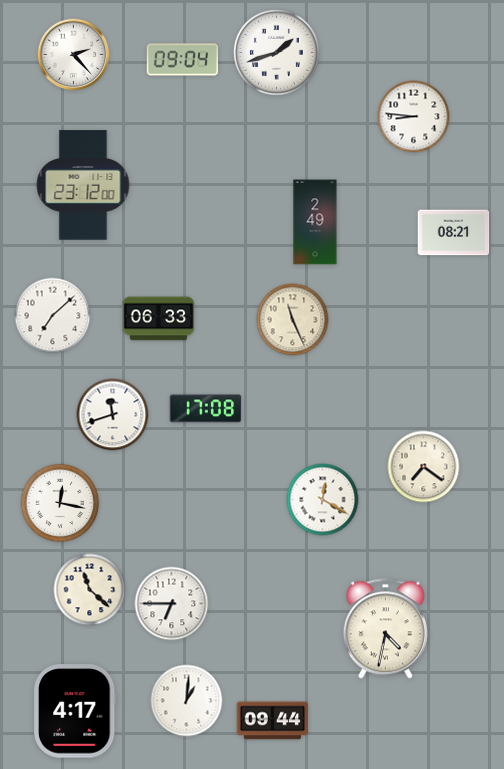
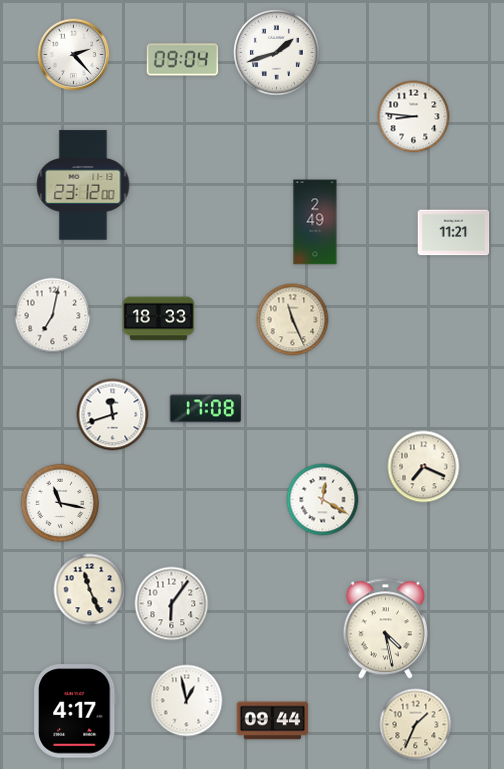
clock at (454, 233): 08:21 -> 11:21
clock at (53, 316): 7:08 -> 7:02
clock at (159, 319): 06:33 -> 18:33
clock at (424, 467): 7:21 -> 7:19
clock at (60, 503): 12:17 -> 11:17
clock at (90, 590): 11:22 -> 11:26
clock at (172, 604): 6:45 -> 6:06
clock at (385, 629): 4:32 -> 4:28
clock at (187, 701): 1:01 -> 12:58
clock at (416, 725): none -> 1:34
